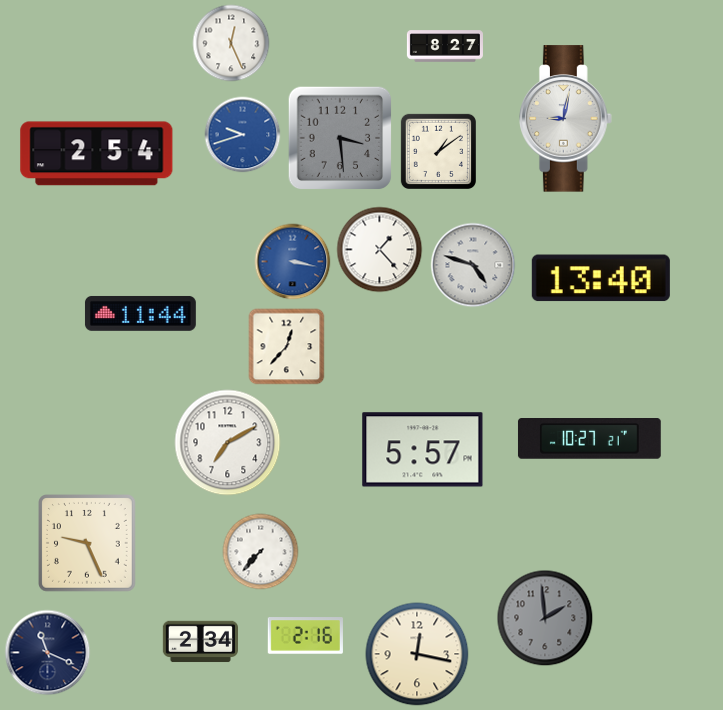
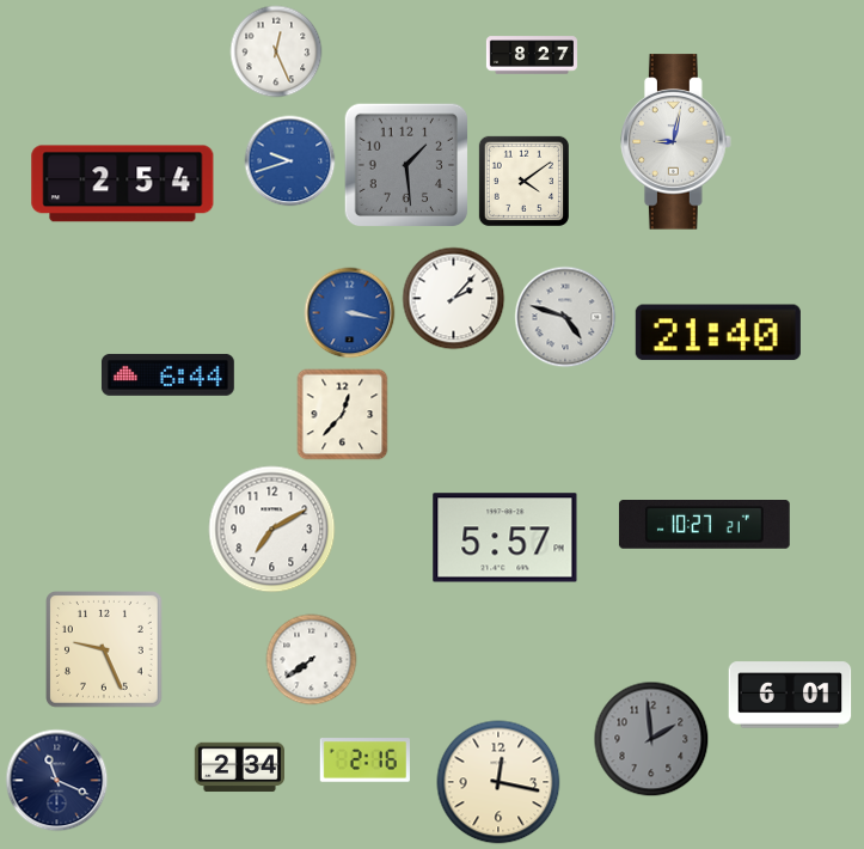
clock at (340, 138): 3:29 -> 1:29
clock at (438, 151): 1:09 -> 4:09
clock at (97, 154) position: (97, 154) -> (123, 184)
clock at (380, 250): 1:23 -> 2:07
clock at (601, 278): 13:40 -> 21:40
clock at (140, 313): 11:44 -> 6:44
clock at (261, 552): 7:37 -> 7:39
clock at (790, 695): none -> 6:01
